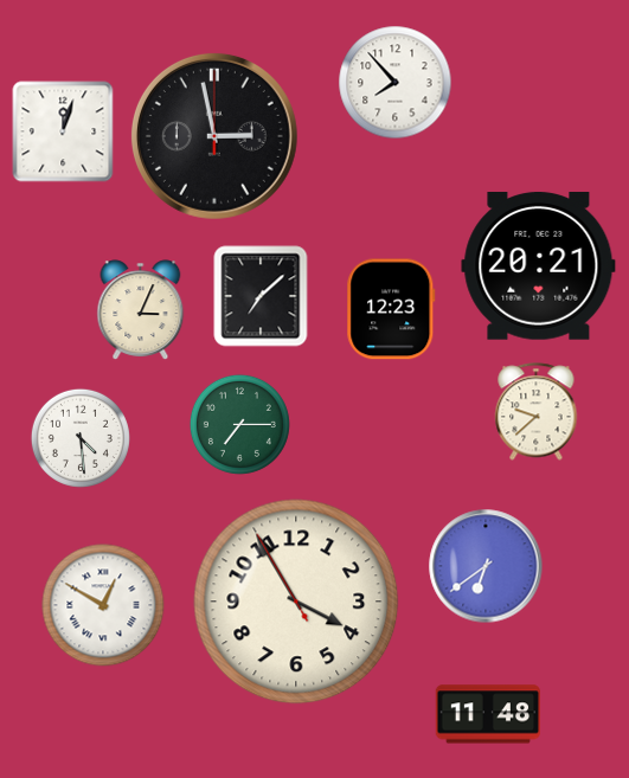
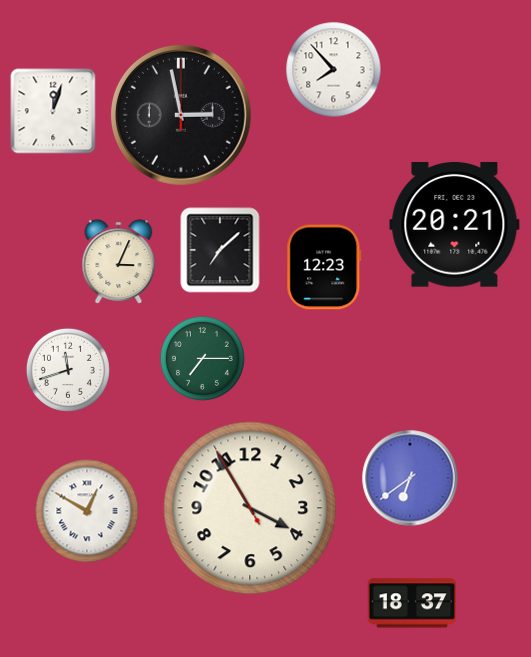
clock at (391, 309) position: (391, 309) -> (324, 267)
clock at (537, 412): 9:38 -> none
clock at (81, 438): 4:29 -> 11:42
clock at (487, 714): 11:48 -> 18:37
